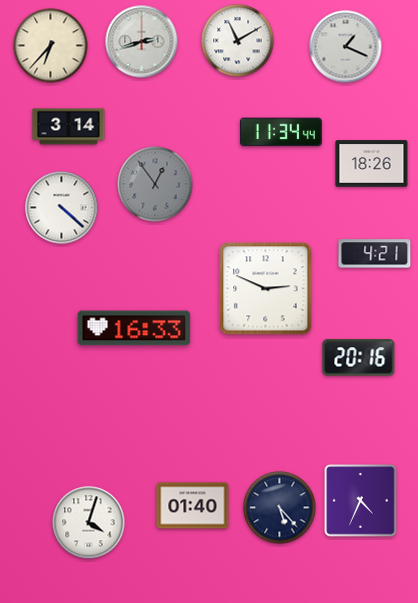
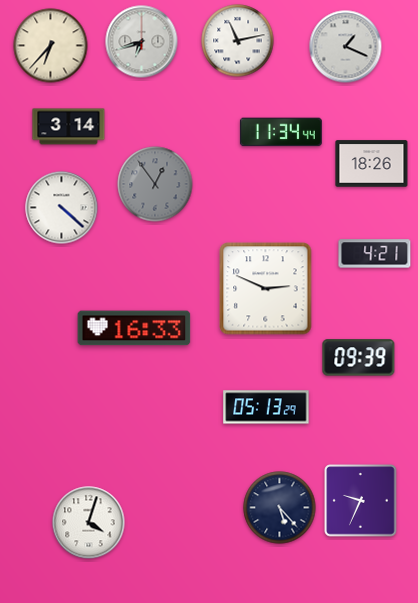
clock at (238, 41): 11:10 -> 11:13
clock at (142, 42): 2:42 -> 6:42
clock at (359, 358): 20:16 -> 09:39
clock at (266, 407): none -> 05:13
clock at (361, 501): 4:34 -> 9:34
clock at (193, 506): 01:40 -> none
